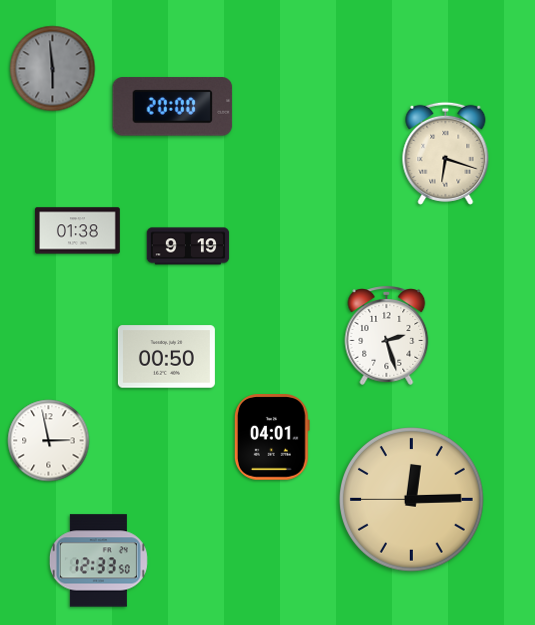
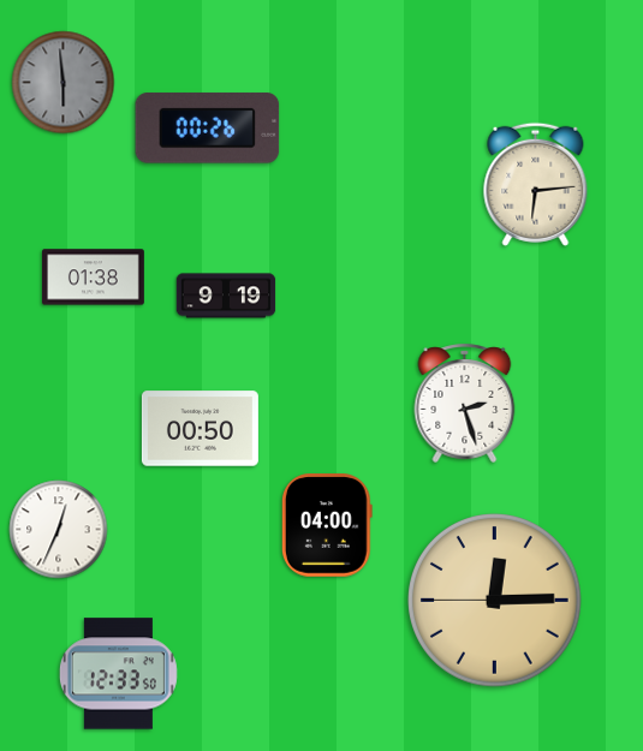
clock at (173, 107): 20:00 -> 00:26
clock at (446, 153): 6:18 -> 6:14
clock at (272, 437): 04:01 -> 04:00
clock at (49, 441): 2:58 -> 12:34
